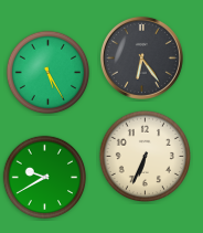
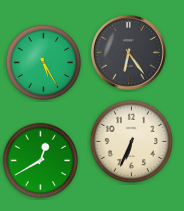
clock at (49, 73) position: (49, 73) -> (44, 63)
clock at (45, 178): 9:40 -> 12:40
